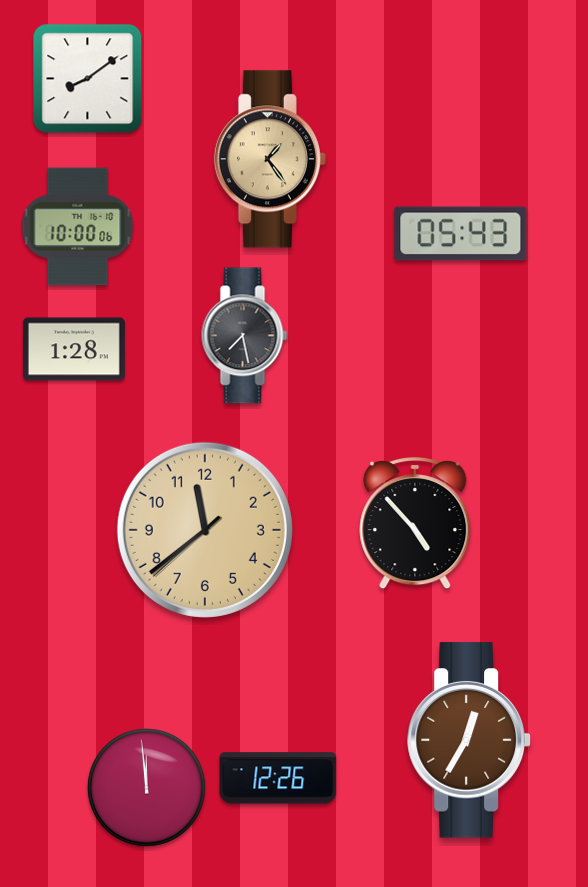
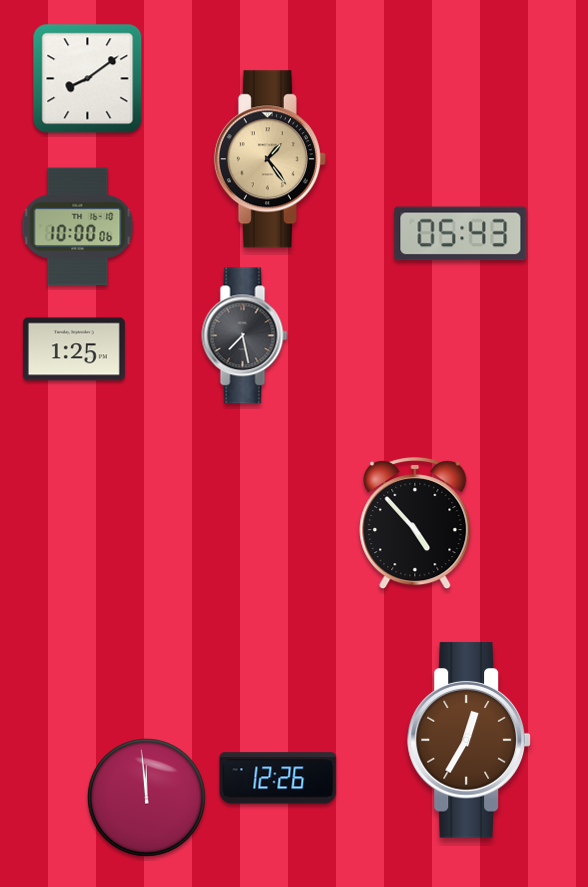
clock at (74, 349): 1:28 -> 1:25
clock at (205, 530): 11:38 -> none
clock at (146, 787) position: (146, 787) -> (146, 797)
